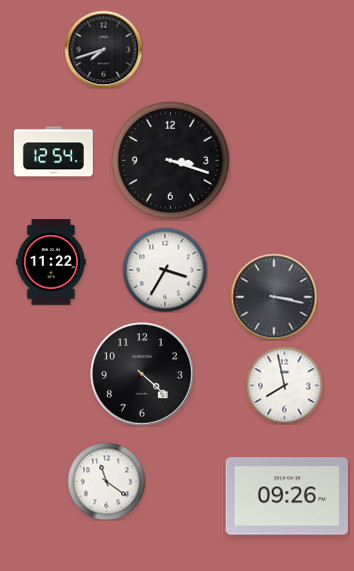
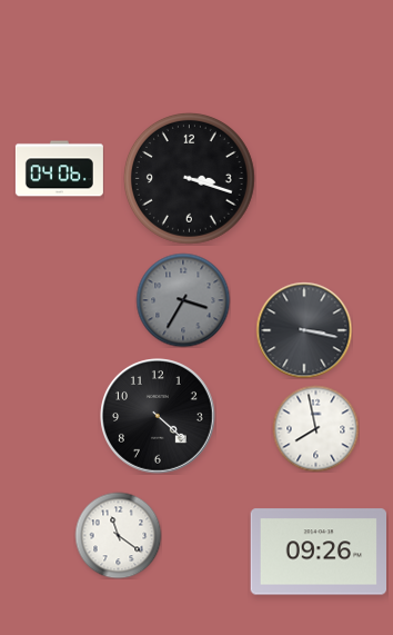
clock at (103, 49): 7:42 -> none
clock at (53, 152): 12:54 -> 04:06
clock at (51, 262): 11:22 -> none
clock at (165, 270) dial: white -> grey
